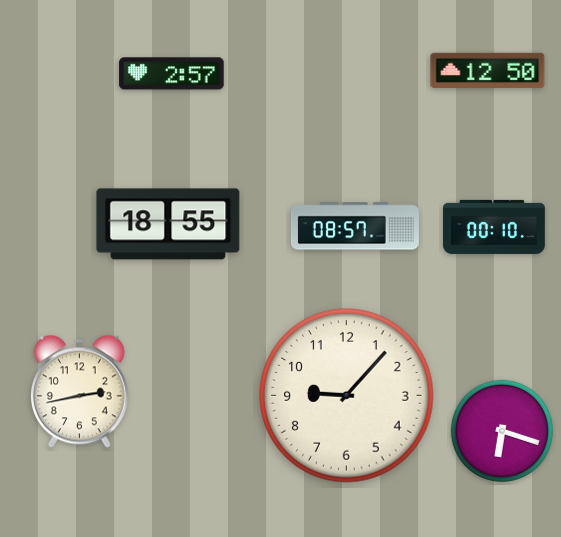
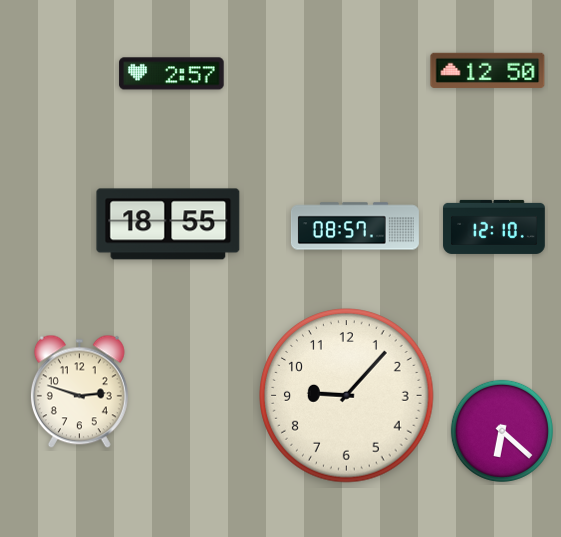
clock at (494, 227): 00:10 -> 12:10
clock at (79, 392): 2:43 -> 2:48
clock at (502, 431): 6:18 -> 6:22
